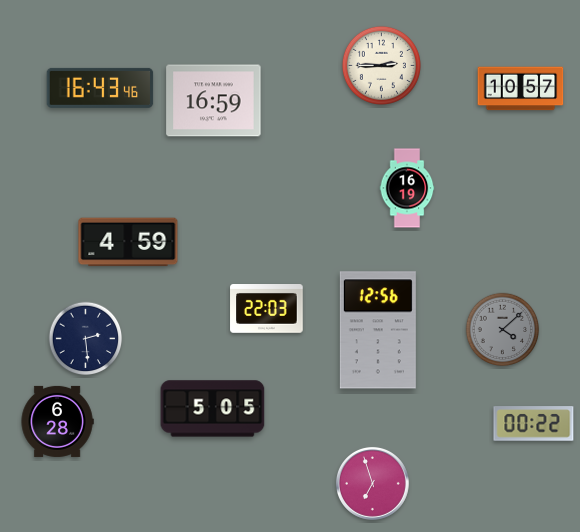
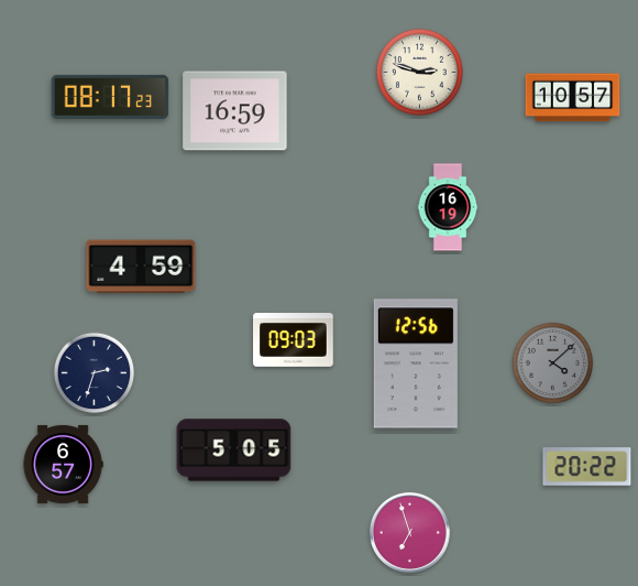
clock at (381, 65): 2:45 -> 2:48
clock at (100, 88): 16:43 -> 08:17
clock at (267, 309): 22:03 -> 09:03
clock at (86, 339): 2:29 -> 2:33
clock at (57, 421): 6:28 -> 6:57
clock at (534, 424): 00:22 -> 20:22
